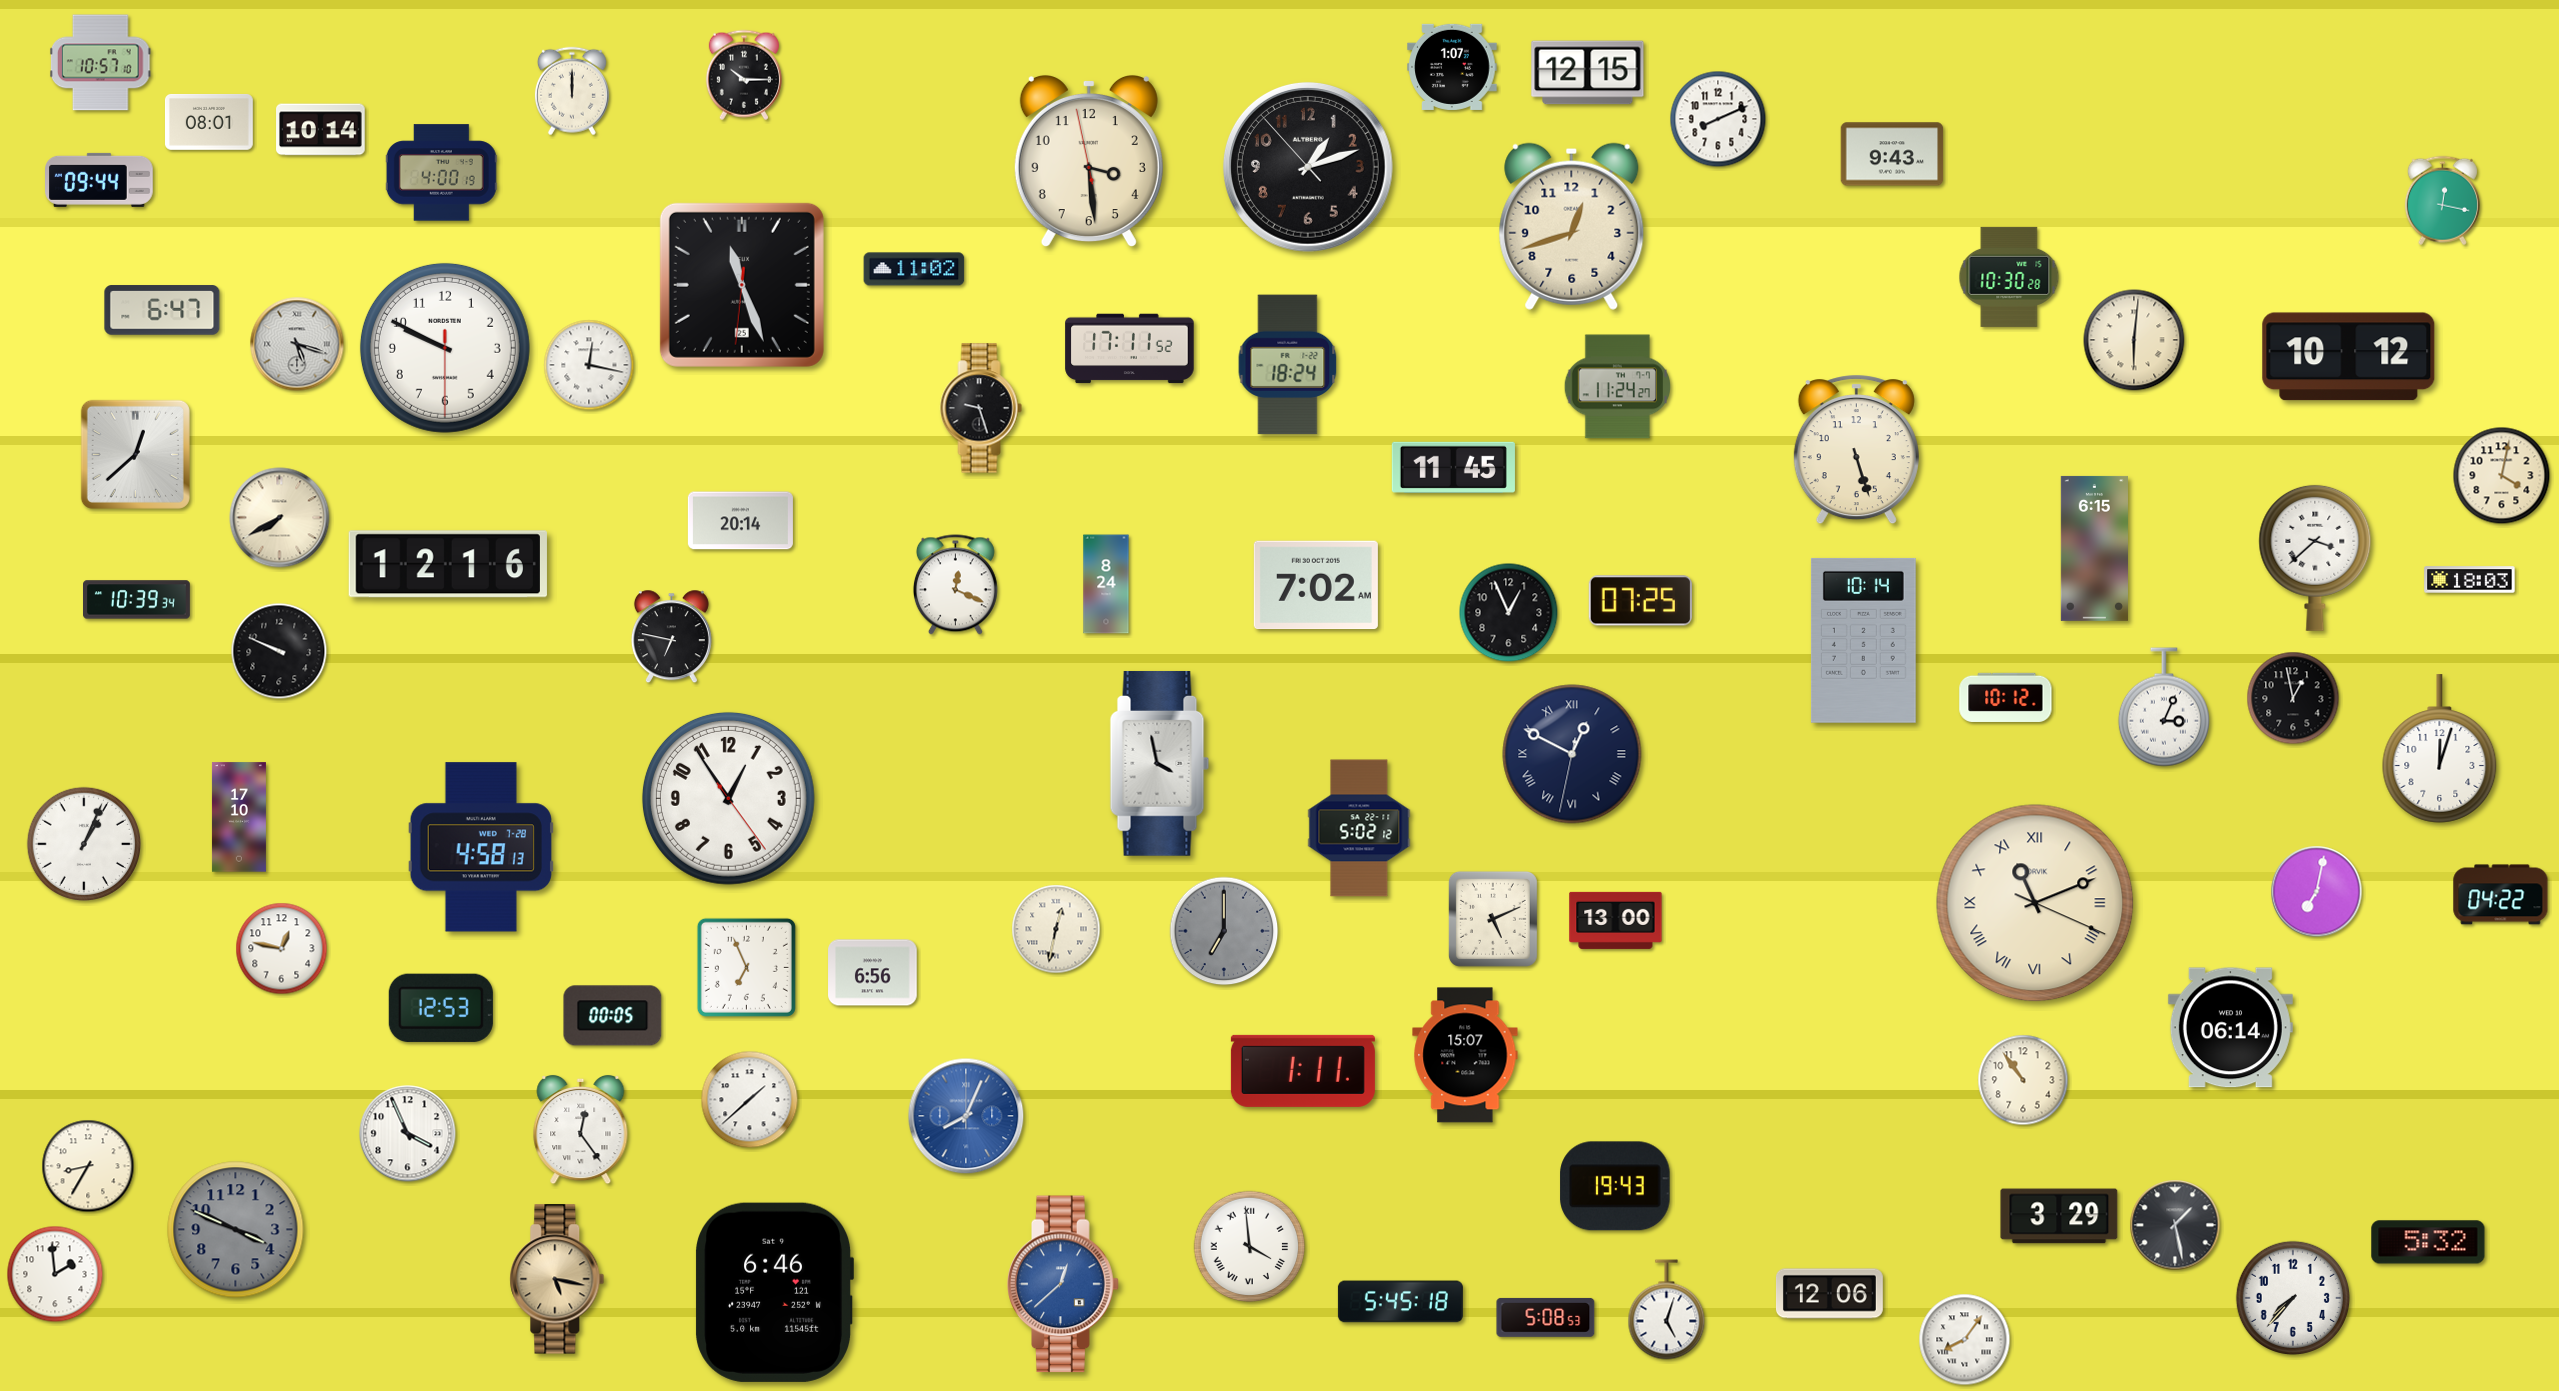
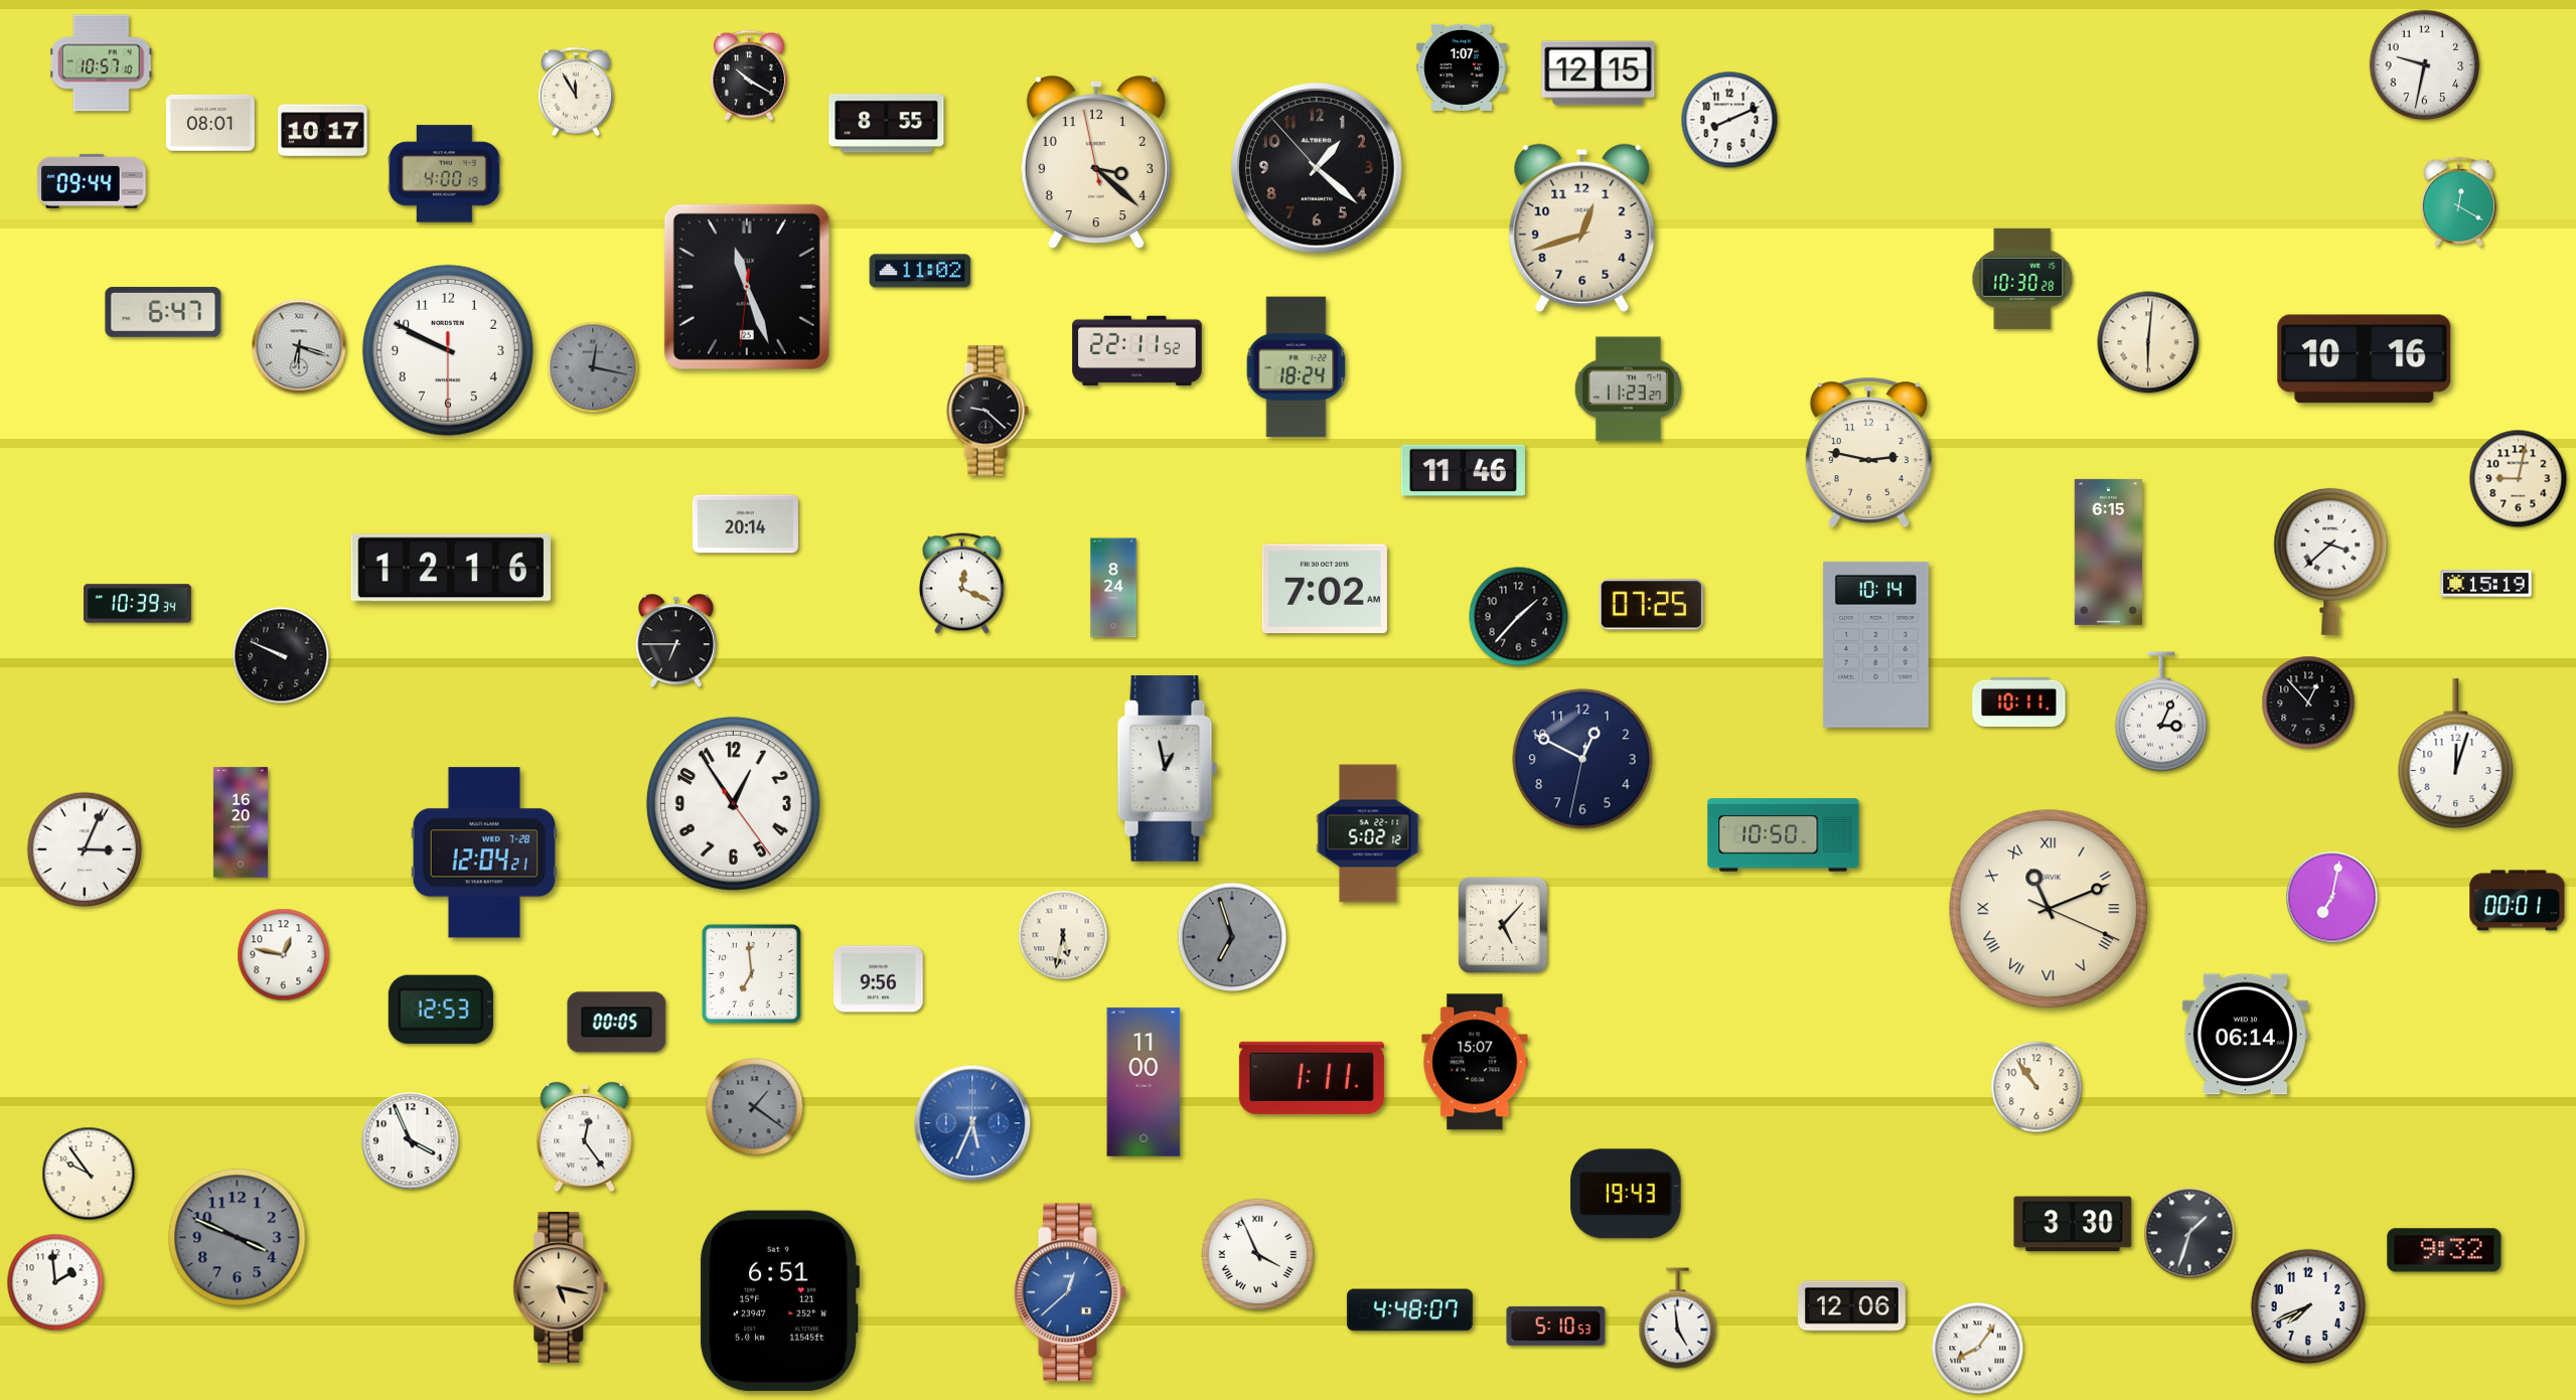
clock at (2425, 65): none -> 9:32
clock at (744, 75): 10:15 -> 10:20
clock at (572, 91): 12:00 -> 11:55
clock at (887, 124): none -> 8:55
clock at (321, 130): 10:14 -> 10:17
clock at (1892, 154): 9:43 -> none
clock at (1089, 161): 3:28 -> 3:21
clock at (1308, 167): 1:11 -> 1:21
clock at (100, 180) position: (100, 180) -> (93, 181)
clock at (2442, 201): 12:17 -> 12:20
clock at (297, 344): 5:18 -> 6:18
clock at (1130, 349): 17:11 -> 22:11
clock at (2349, 357): 10:12 -> 10:16
clock at (589, 365) dial: white -> grey
clock at (1617, 387): 11:24 -> 11:23
clock at (981, 408): 9:27 -> 9:22
clock at (1856, 450): 5:27 -> 2:47
clock at (135, 454): 12:38 -> none
clock at (1453, 467): 11:45 -> 11:46
clock at (2502, 476): 4:02 -> 9:02
clock at (280, 518): 7:40 -> none
clock at (2470, 580): 18:03 -> 15:19
clock at (955, 585) position: (955, 585) -> (961, 584)
clock at (1509, 613): 12:56 -> 1:37
clock at (671, 637): 6:47 -> 6:45
clock at (2006, 697): 10:12 -> 10:11
clock at (2293, 698): 12:58 -> 12:53
clock at (2164, 707) position: (2164, 707) -> (2161, 712)
clock at (1572, 754) numerals: Roman -> Arabic
clock at (1160, 763): 3:58 -> 12:58
clock at (239, 817): 17:10 -> 16:20
clock at (1784, 835): none -> 10:50
clock at (83, 843): 1:04 -> 3:04
clock at (481, 847): 4:58 -> 12:04
clock at (2501, 895): 04:22 -> 00:01
clock at (1493, 919): 5:11 -> 5:07
clock at (1616, 920): 13:00 -> none
clock at (1056, 929): 12:32 -> 5:32
clock at (1224, 931): 7:00 -> 6:57
clock at (746, 967): 6:56 -> 6:59
clock at (873, 973): 6:56 -> 9:56
clock at (441, 1008) position: (441, 1008) -> (441, 1009)
clock at (1144, 1082): none -> 11:00
clock at (750, 1100): 1:38 -> 1:21
clock at (750, 1100) dial: white -> grey
clock at (966, 1116): 8:04 -> 5:34
clock at (88, 1166): 8:35 -> 9:54
clock at (2059, 1216): 3:29 -> 3:30
clock at (2175, 1225): 1:28 -> 1:33
clock at (2428, 1242): 5:32 -> 9:32
clock at (1250, 1247): 3:59 -> 3:56
clock at (774, 1292): 6:46 -> 6:51
clock at (1829, 1294) position: (1829, 1294) -> (1851, 1306)
clock at (2292, 1297): 7:37 -> 7:41
clock at (1400, 1302): 5:45 -> 4:48
clock at (1667, 1310): 5:03 -> 4:59
clock at (1546, 1317): 5:08 -> 5:10
